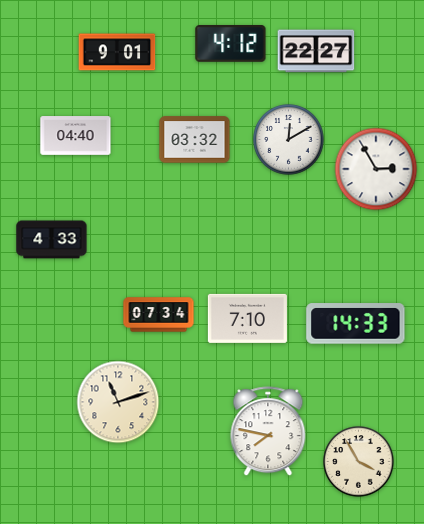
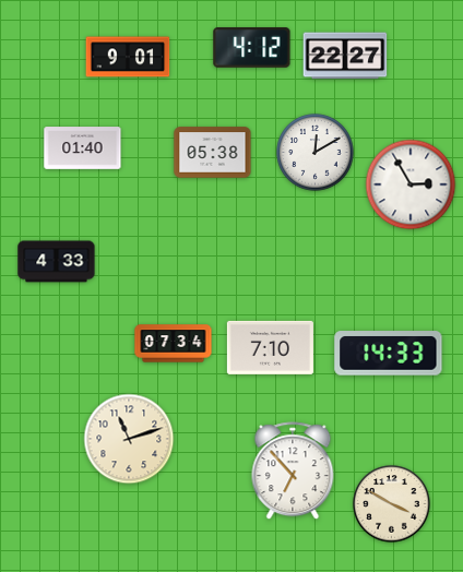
clock at (76, 136): 04:40 -> 01:40
clock at (195, 140): 03:32 -> 05:38
clock at (268, 432): 7:47 -> 6:53
clock at (359, 462): 3:55 -> 3:50
